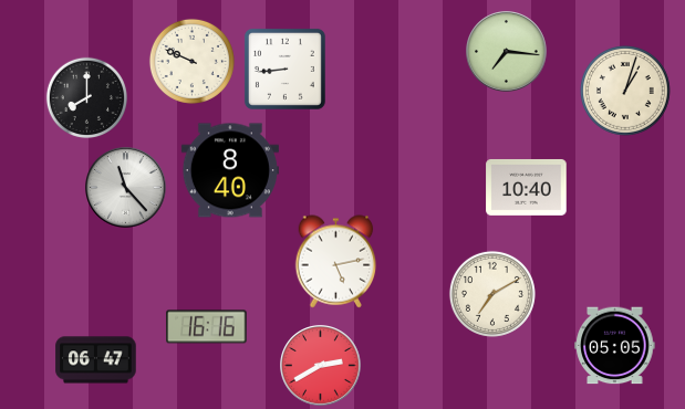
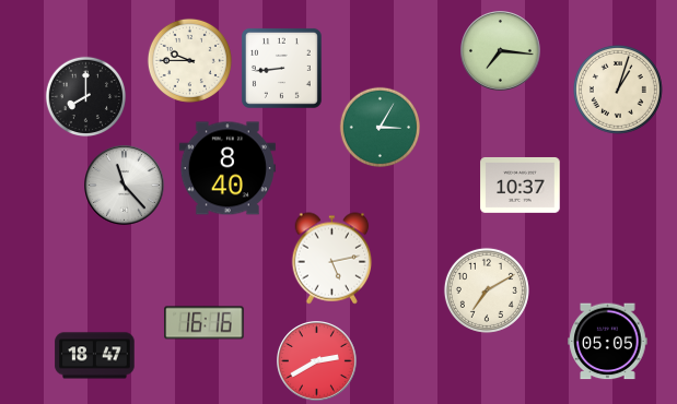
clock at (191, 61): 9:49 -> 9:45
clock at (380, 128): none -> 3:05
clock at (527, 187): 10:40 -> 10:37
clock at (96, 360): 06:47 -> 18:47
